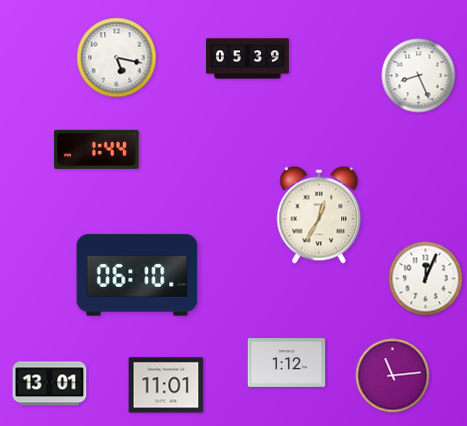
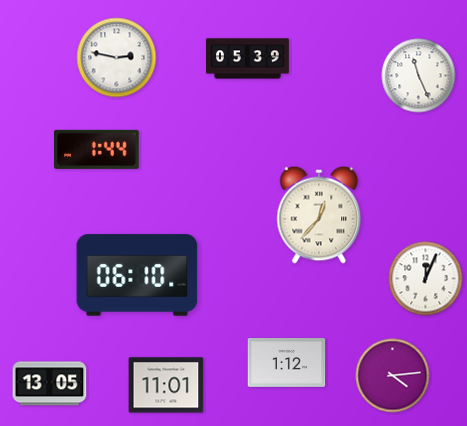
clock at (117, 58): 5:17 -> 2:47
clock at (419, 76): 8:26 -> 11:26
clock at (319, 215): 12:35 -> 12:37
clock at (393, 376): 11:14 -> 4:14
clock at (50, 384): 13:01 -> 13:05
